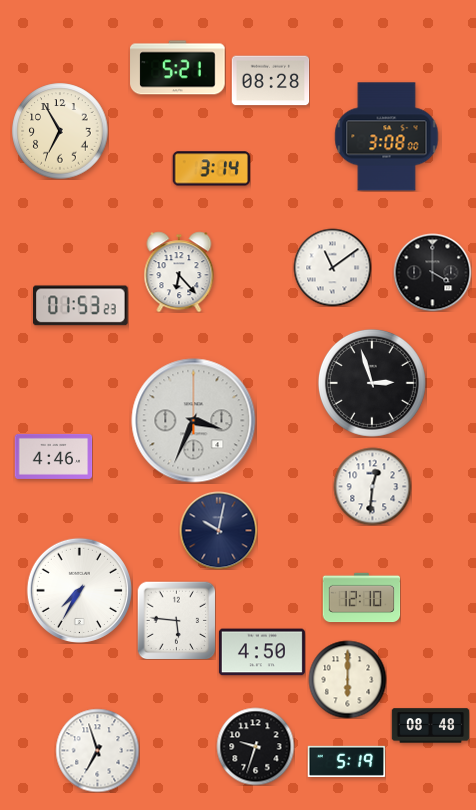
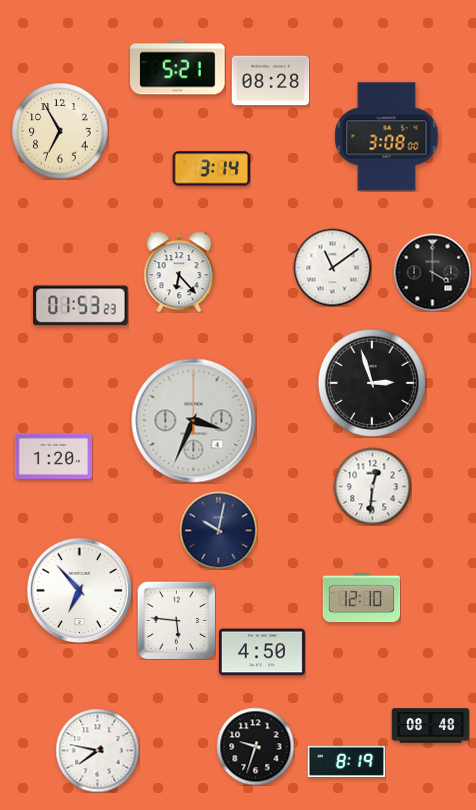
clock at (53, 456): 4:46 -> 1:20
clock at (79, 590): 7:35 -> 6:53
clock at (347, 679): 6:00 -> none
clock at (97, 750): 6:57 -> 7:47
clock at (346, 761): 5:19 -> 8:19
